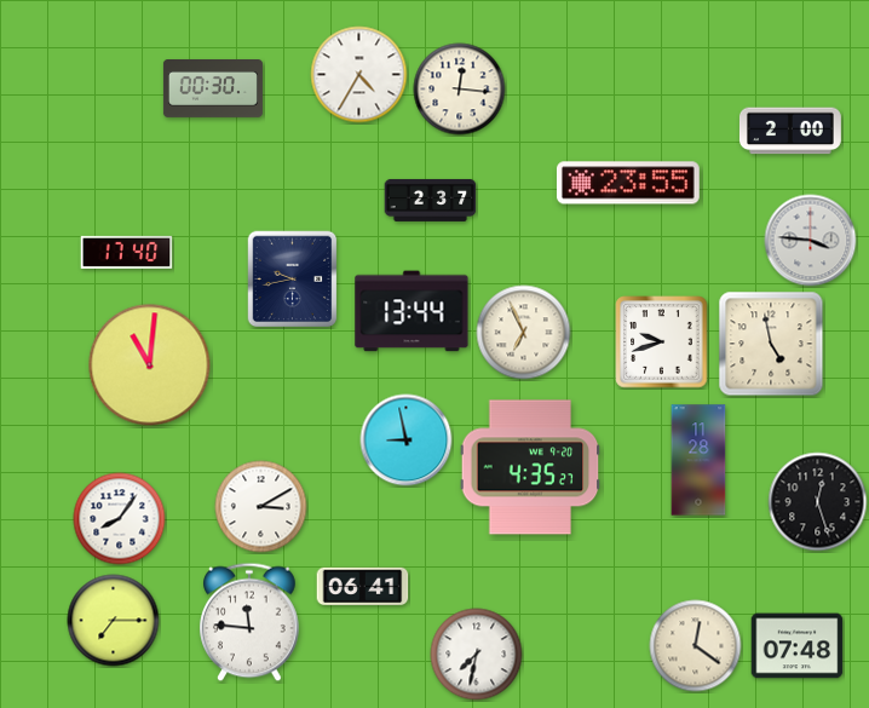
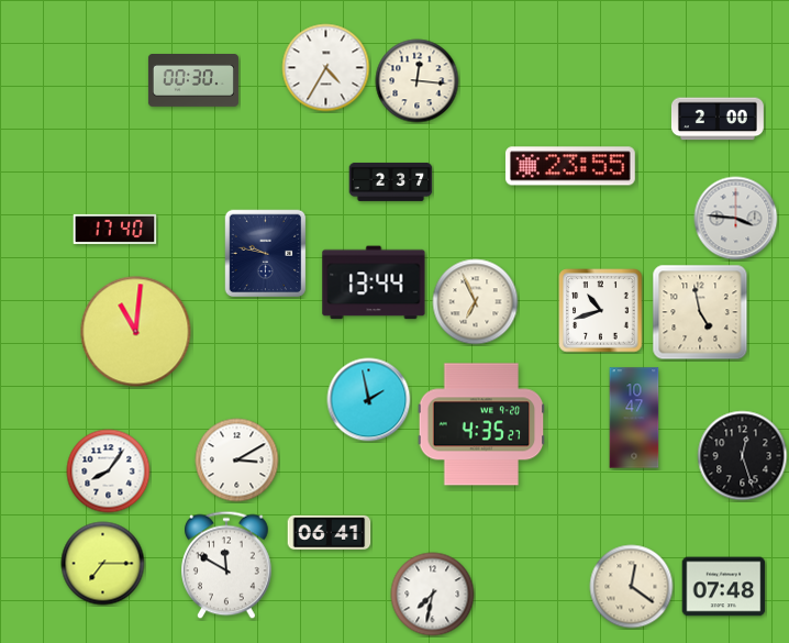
clock at (293, 280): 9:43 -> 9:47
clock at (662, 343): 9:42 -> 10:42
clock at (407, 441): 8:58 -> 1:58
clock at (698, 460): 11:28 -> 10:47
clock at (251, 622): 11:46 -> 11:50
